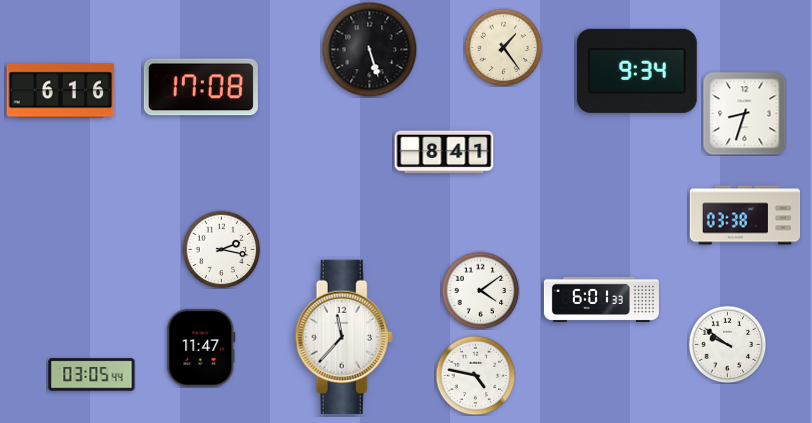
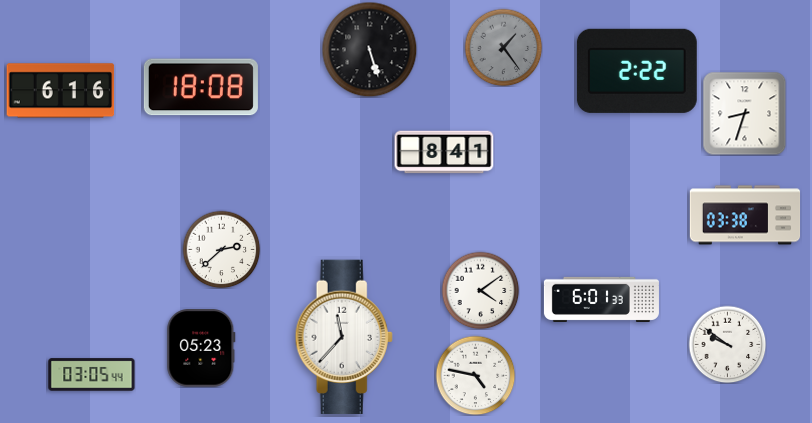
clock at (503, 47) dial: cream -> grey
clock at (637, 71): 9:34 -> 2:22
clock at (201, 87): 17:08 -> 18:08
clock at (221, 249): 2:17 -> 2:38
clock at (201, 348): 11:47 -> 05:23
